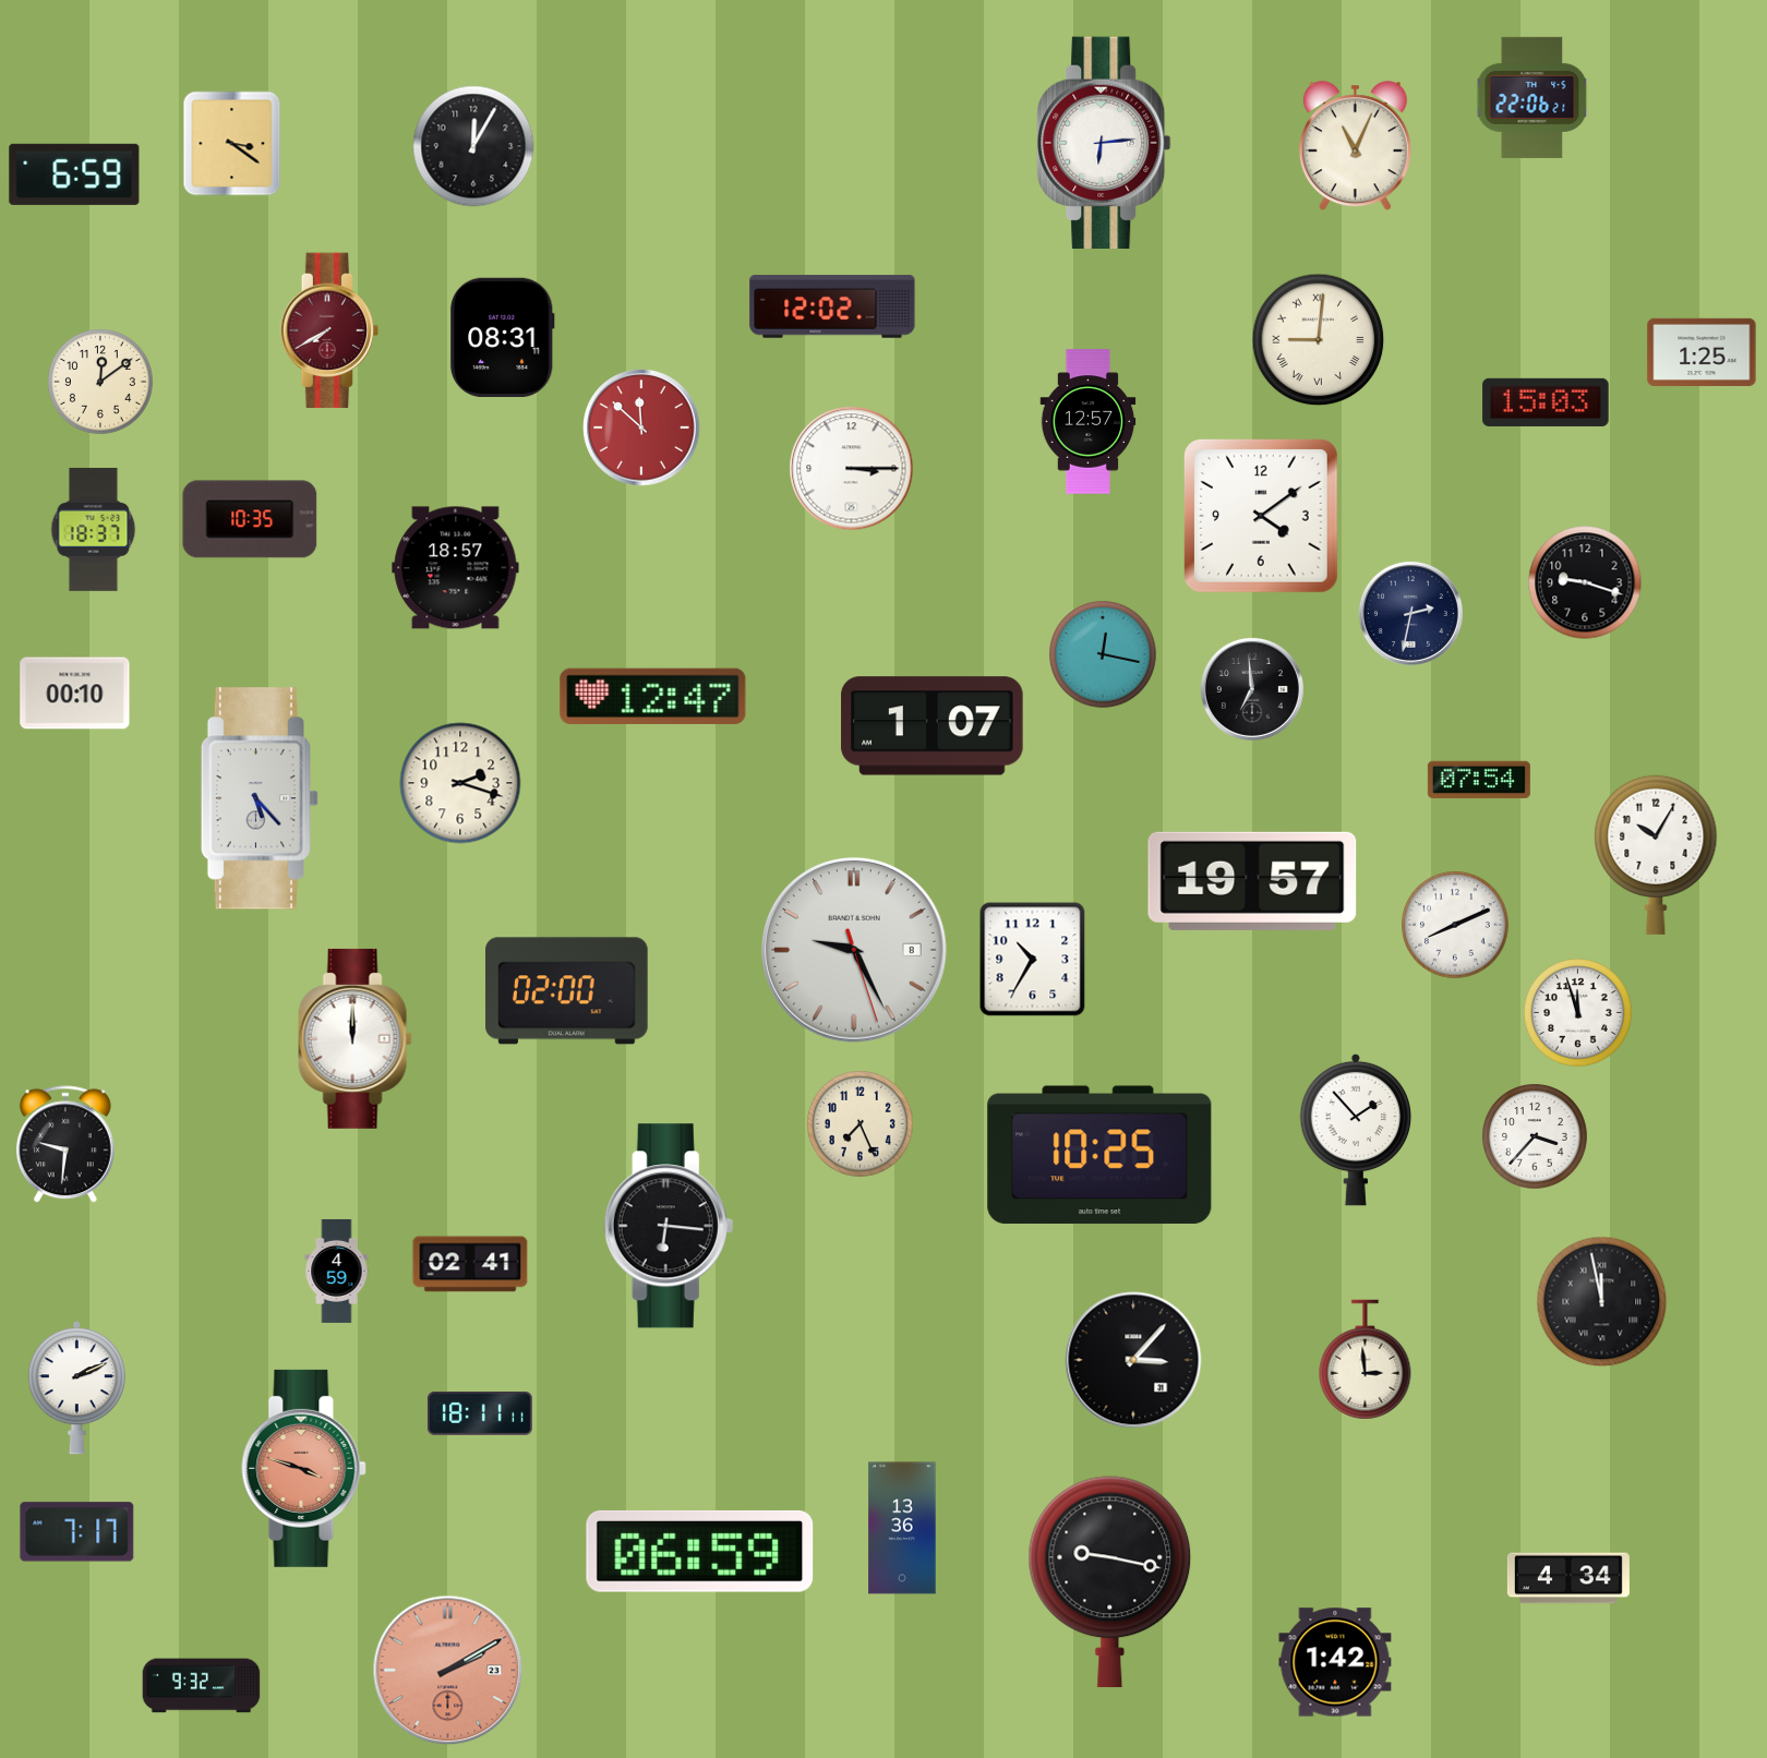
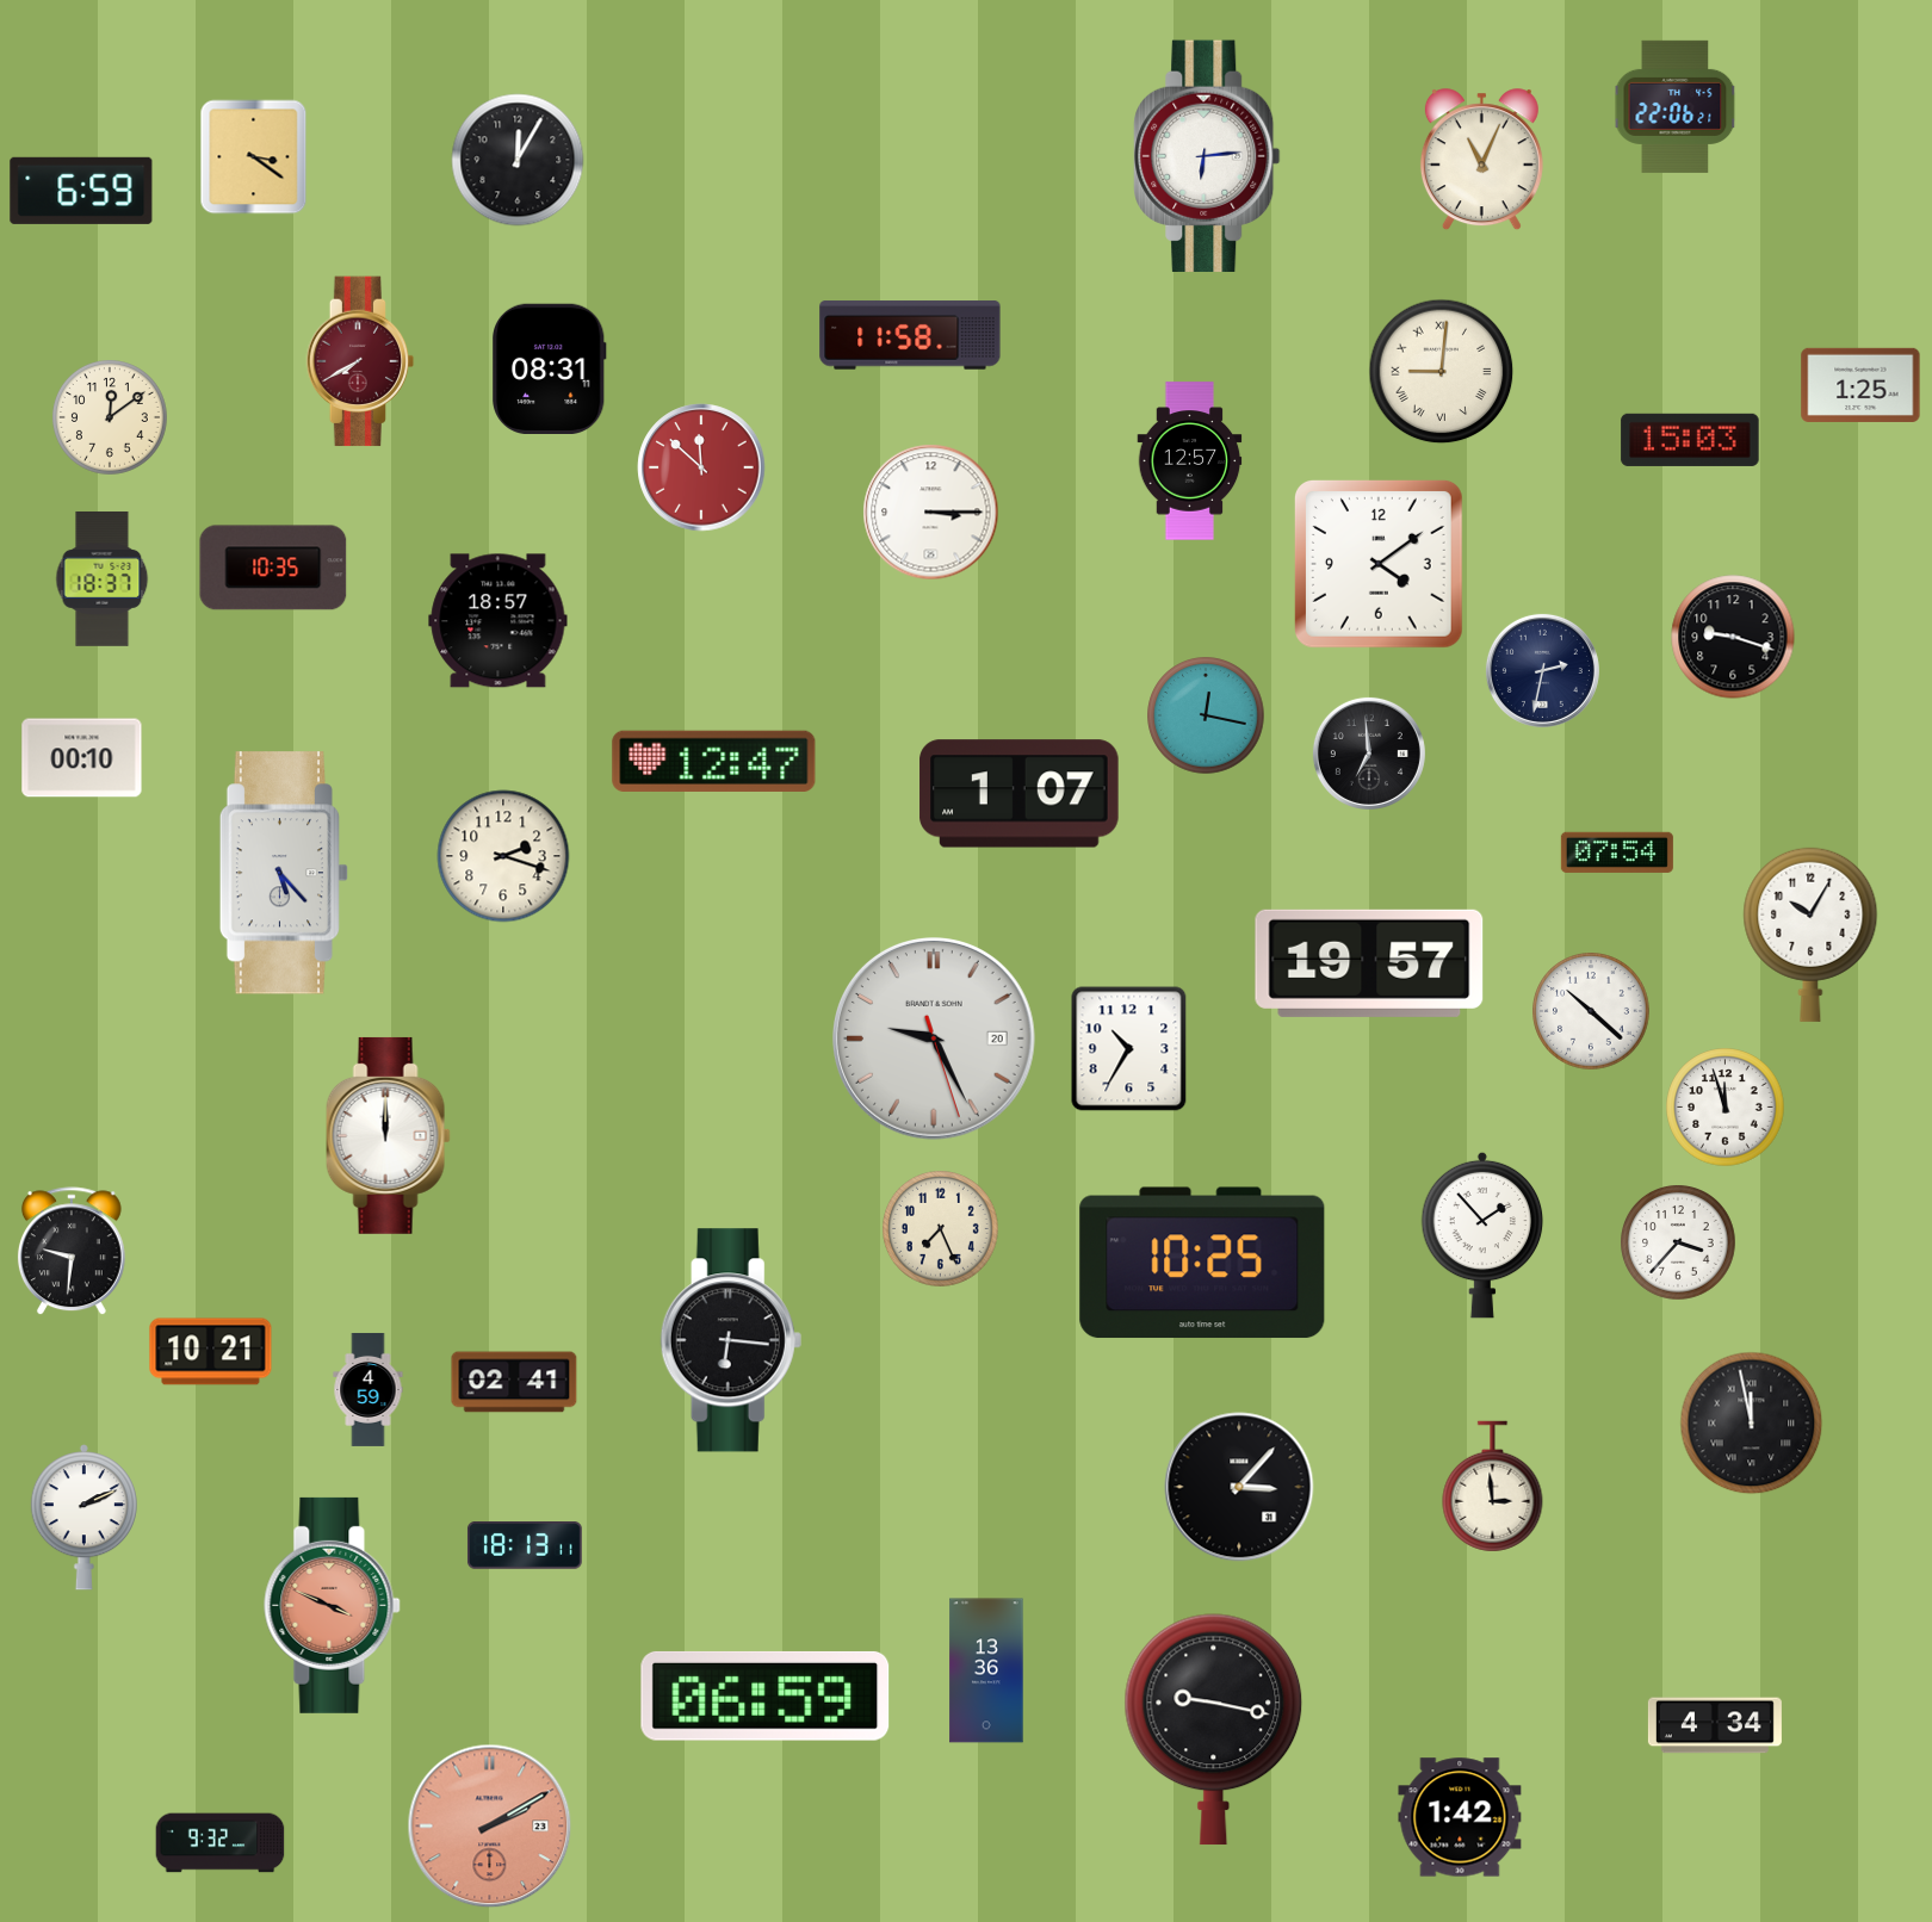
clock at (832, 306): 12:02 -> 11:58
clock at (1455, 925): 8:11 -> 10:22
clock at (855, 951) date: 8 -> 20
clock at (567, 991): 02:00 -> none
clock at (211, 1352): none -> 10:21
clock at (480, 1414): 18:11 -> 18:13
clock at (304, 1468): 3:48 -> 3:49
clock at (77, 1532): 7:17 -> none
